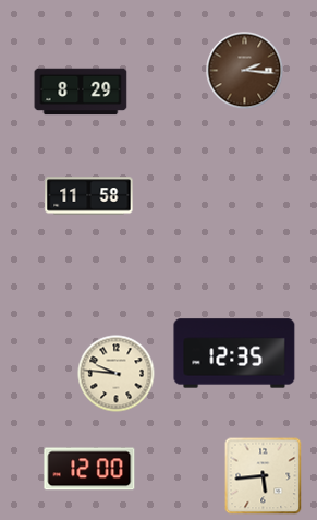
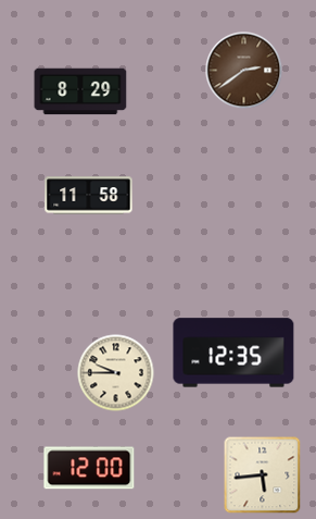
clock at (245, 71): 2:16 -> 2:39
clock at (117, 374): 9:46 -> 9:45
